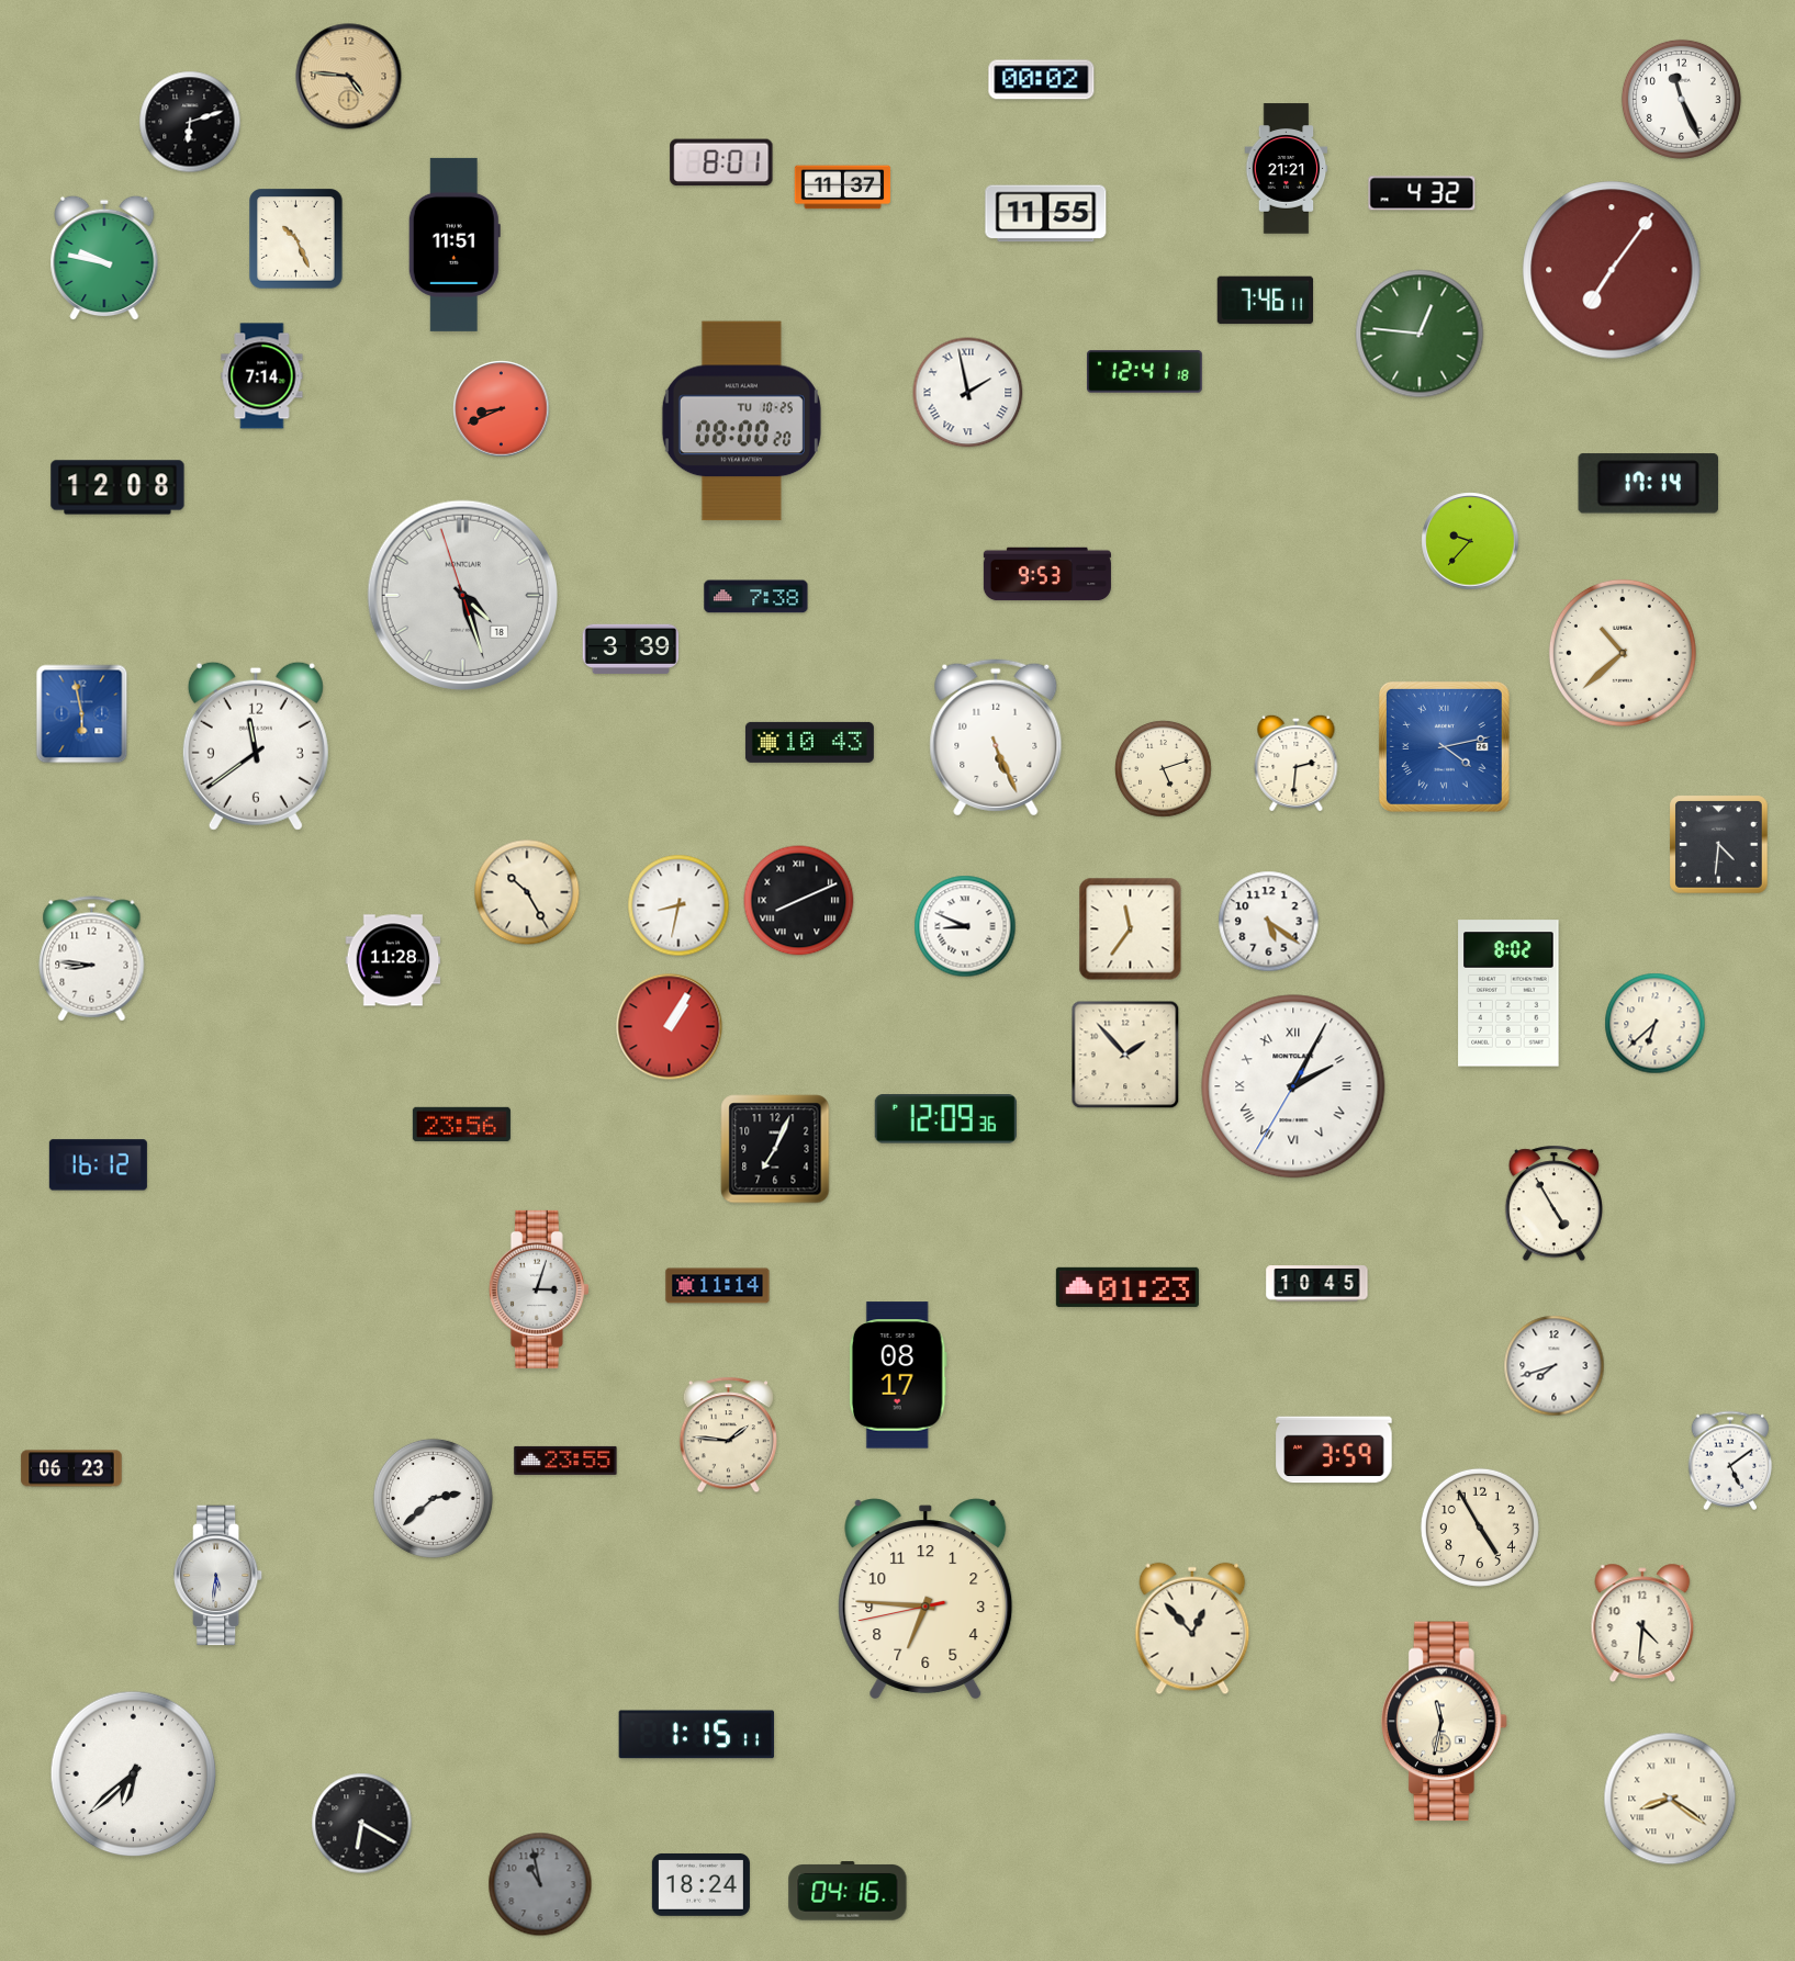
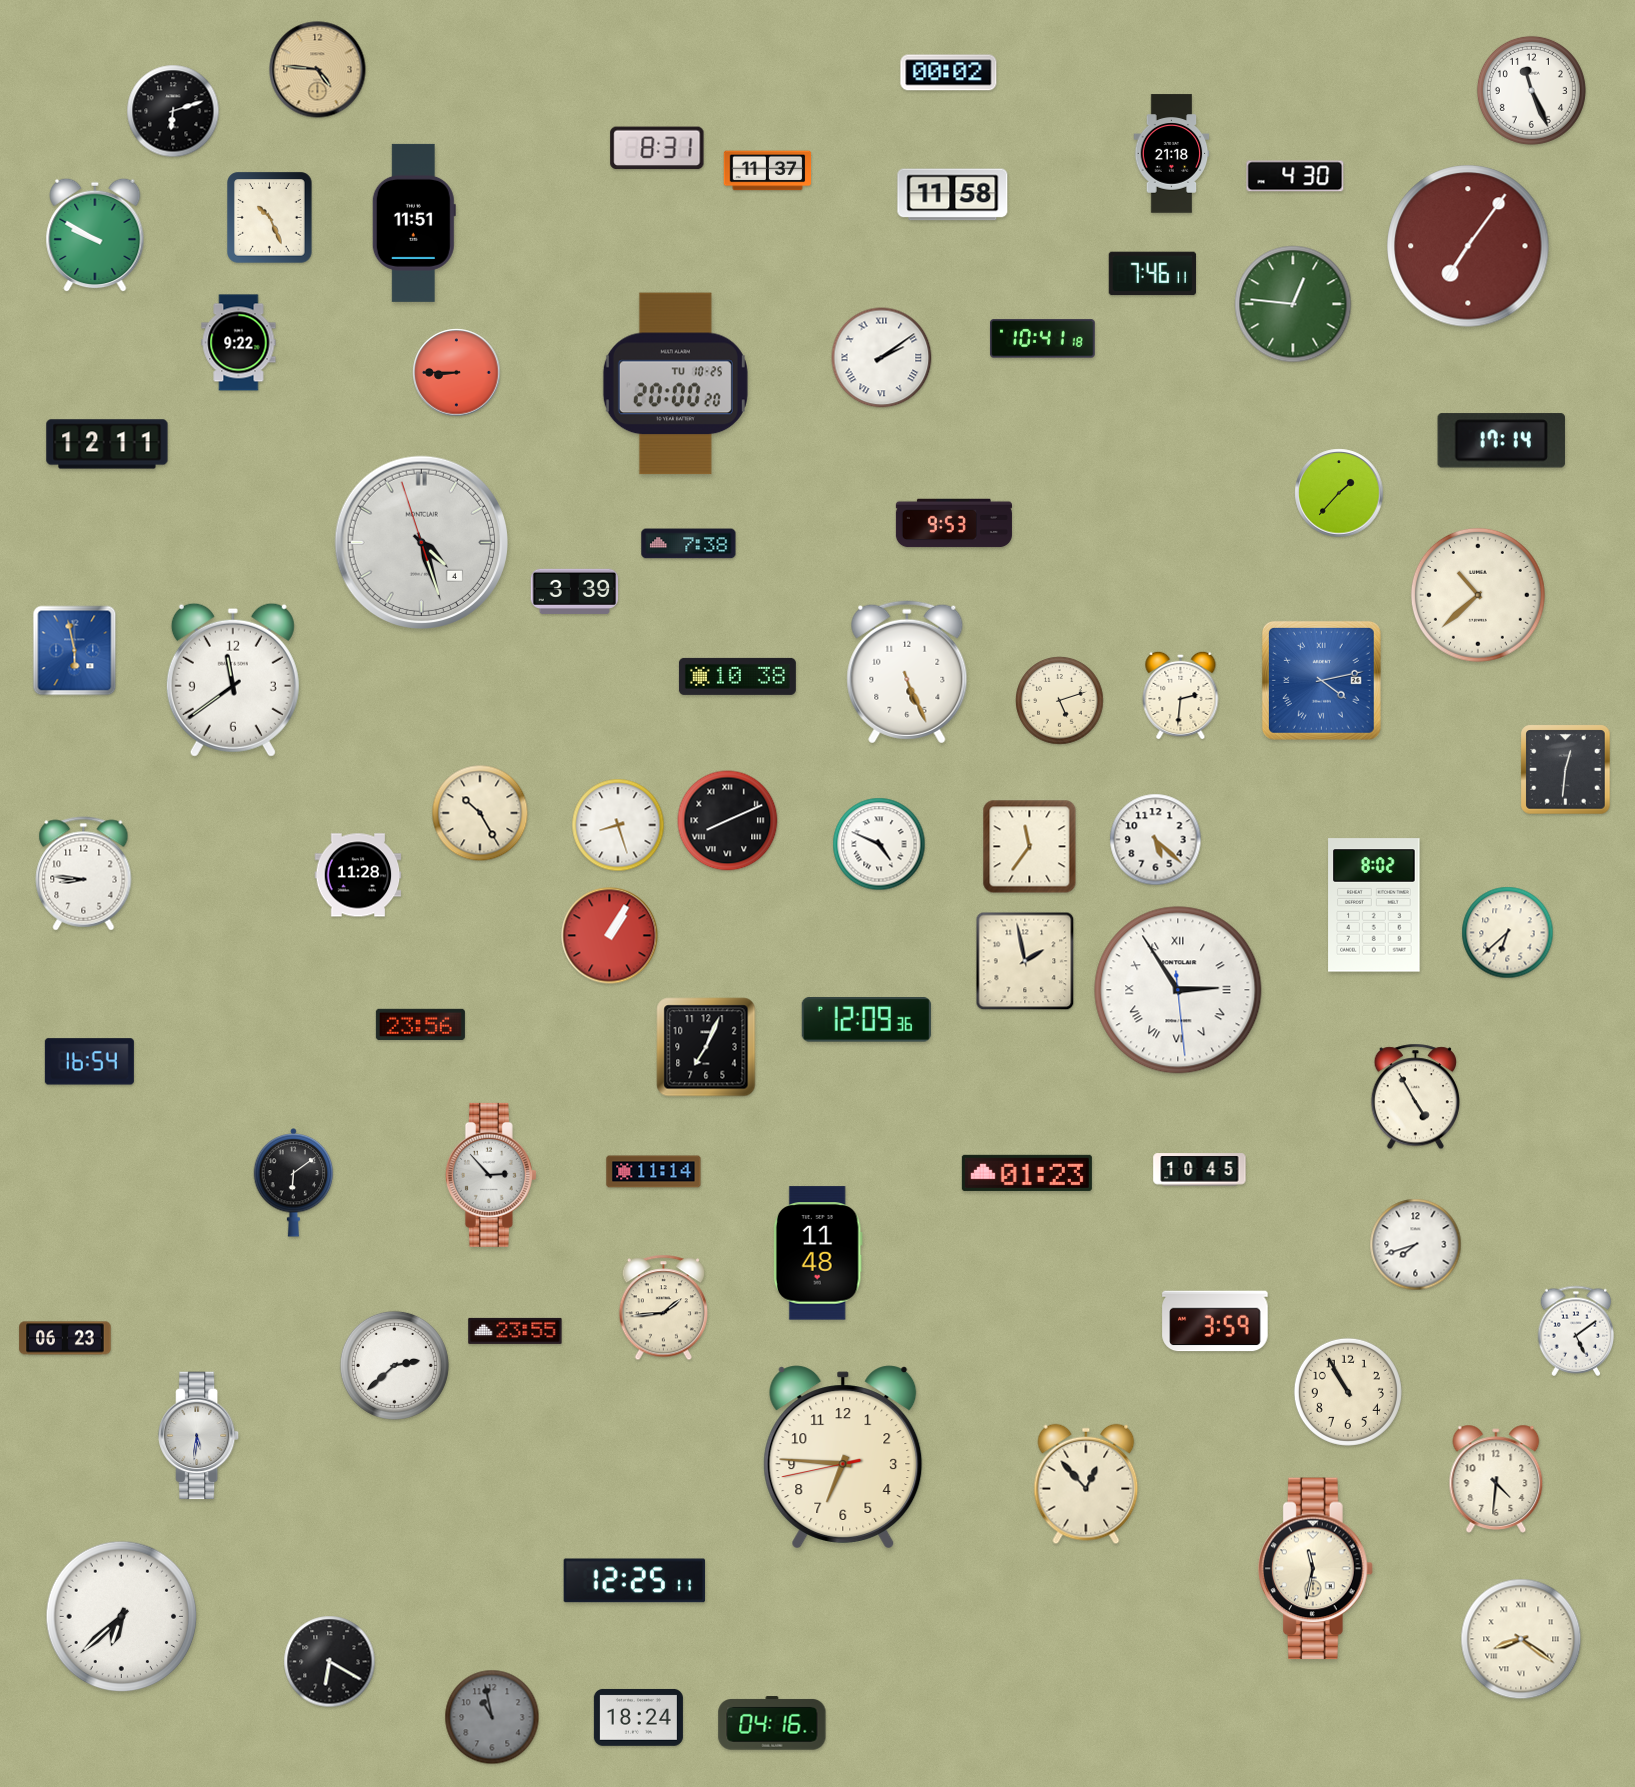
clock at (721, 162): 8:01 -> 8:31
clock at (1287, 169): 21:21 -> 21:18
clock at (1422, 193): 4:32 -> 4:30
clock at (1046, 214): 11:55 -> 11:58
clock at (104, 258): 9:47 -> 9:50
clock at (1145, 372): 12:41 -> 10:41
clock at (262, 376): 7:14 -> 9:22
clock at (968, 393): 1:58 -> 2:09
clock at (502, 409): 8:41 -> 8:45
clock at (741, 421): 08:00 -> 20:00
clock at (117, 487): 12:08 -> 12:11
clock at (1470, 541): 9:37 -> 1:37
clock at (463, 596) date: 18 -> 4
clock at (809, 742): 10:43 -> 10:38
clock at (1444, 746) position: (1444, 746) -> (1321, 680)
clock at (1719, 845): 4:31 -> 12:31
clock at (678, 905): 8:32 -> 8:27
clock at (1269, 922): 5:21 -> 5:22
clock at (965, 926): 8:49 -> 4:49
clock at (1125, 1055): 1:53 -> 1:58
clock at (1293, 1086): 2:04 -> 2:54
clock at (945, 1119) position: (945, 1119) -> (866, 1020)
clock at (98, 1165): 16:12 -> 16:54
clock at (539, 1289): 3:03 -> 2:53
clock at (294, 1183): none -> 6:09
clock at (898, 1375): 08:17 -> 11:48
clock at (728, 1435): 1:46 -> 1:44
clock at (1480, 1528): 4:55 -> 10:55
clock at (697, 1735): 1:15 -> 12:25
